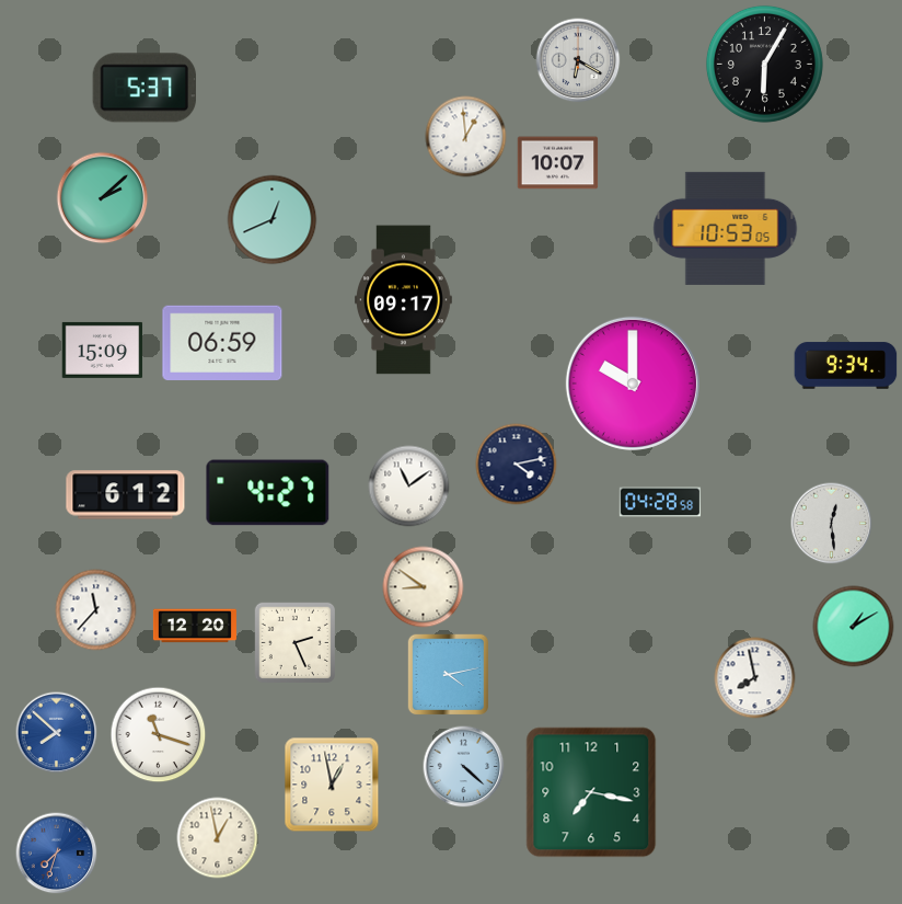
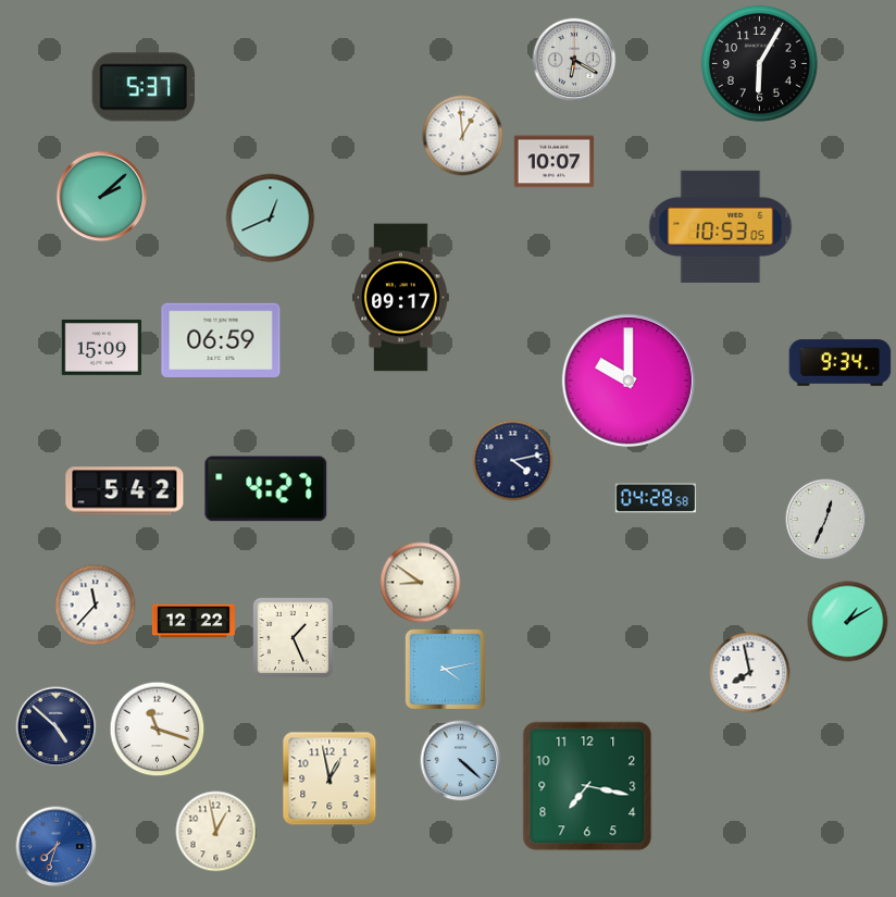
clock at (409, 487): 11:09 -> none
clock at (126, 495): 6:12 -> 5:42
clock at (832, 524): 12:29 -> 12:34
clock at (195, 626): 12:20 -> 12:22
clock at (294, 642): 2:26 -> 1:26
clock at (57, 733): 7:52 -> 4:52
clock at (57, 733) dial: blue -> navy
